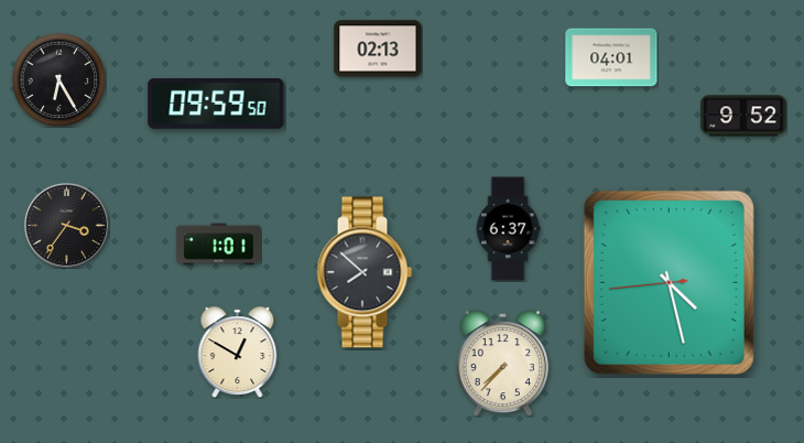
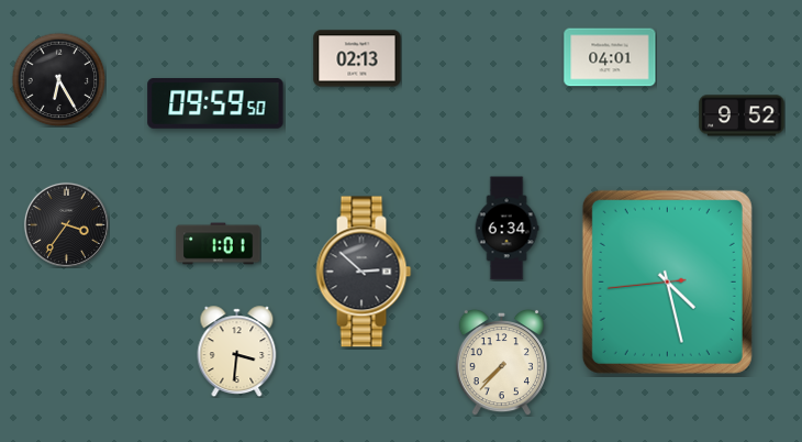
clock at (378, 48) position: (378, 48) -> (357, 58)
clock at (508, 229): 6:37 -> 6:34
clock at (365, 272): 7:52 -> 2:52
clock at (238, 353): 12:50 -> 3:31
